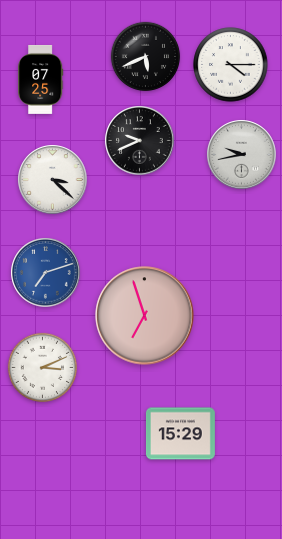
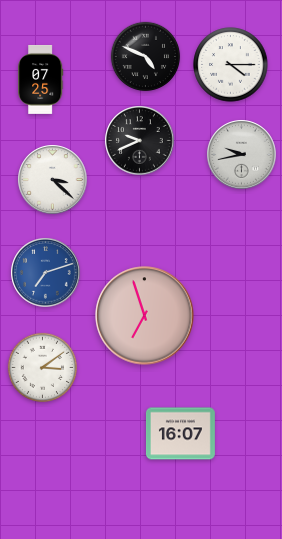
clock at (146, 57): 5:41 -> 4:49
clock at (43, 368): 3:11 -> 3:09
clock at (180, 434): 15:29 -> 16:07
